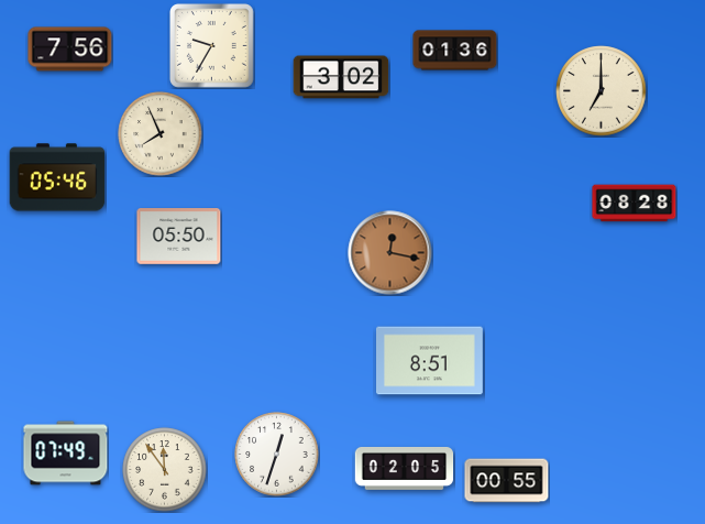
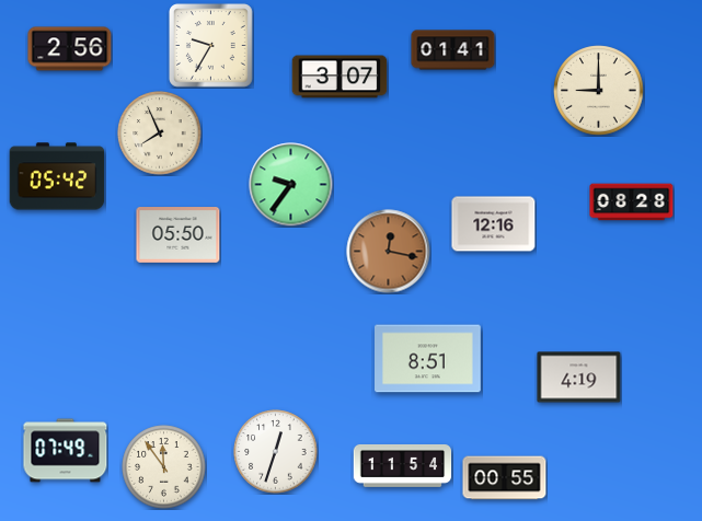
clock at (70, 50): 7:56 -> 2:56
clock at (455, 51): 01:36 -> 01:41
clock at (341, 77): 3:02 -> 3:07
clock at (602, 91): 7:00 -> 9:00
clock at (57, 177): 05:46 -> 05:42
clock at (291, 185): none -> 9:36
clock at (494, 224): none -> 12:16
clock at (579, 378): none -> 4:19
clock at (405, 469): 02:05 -> 11:54
